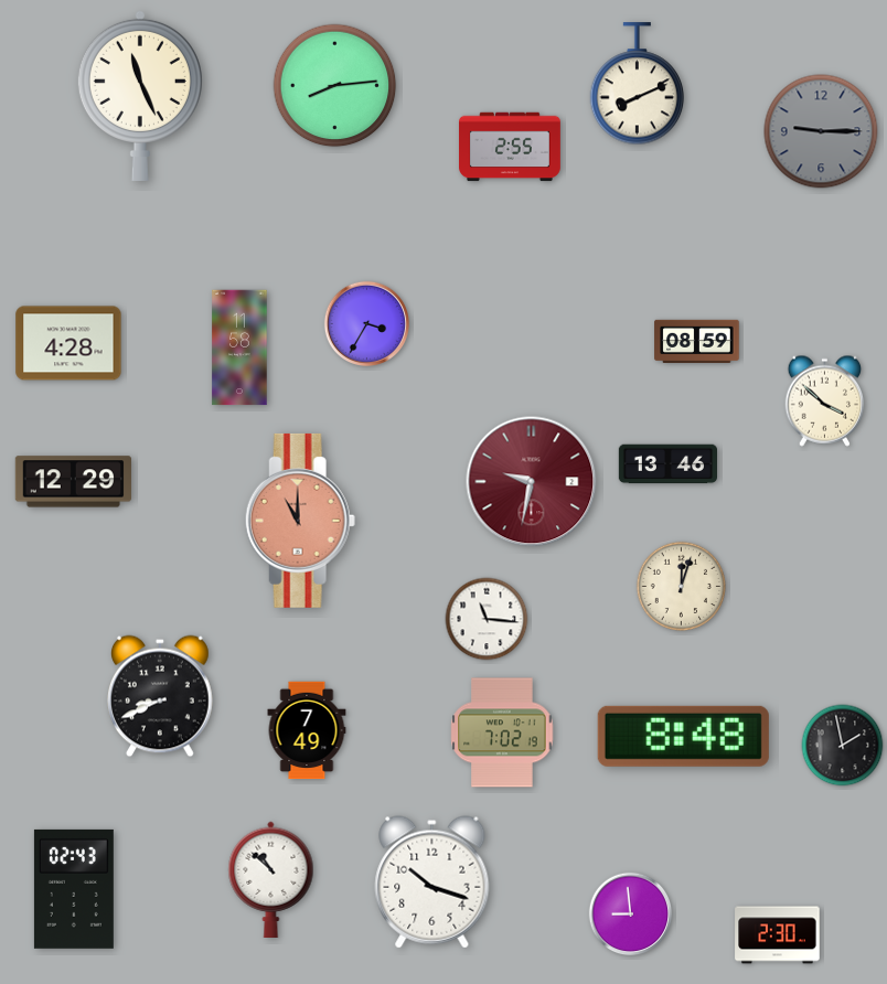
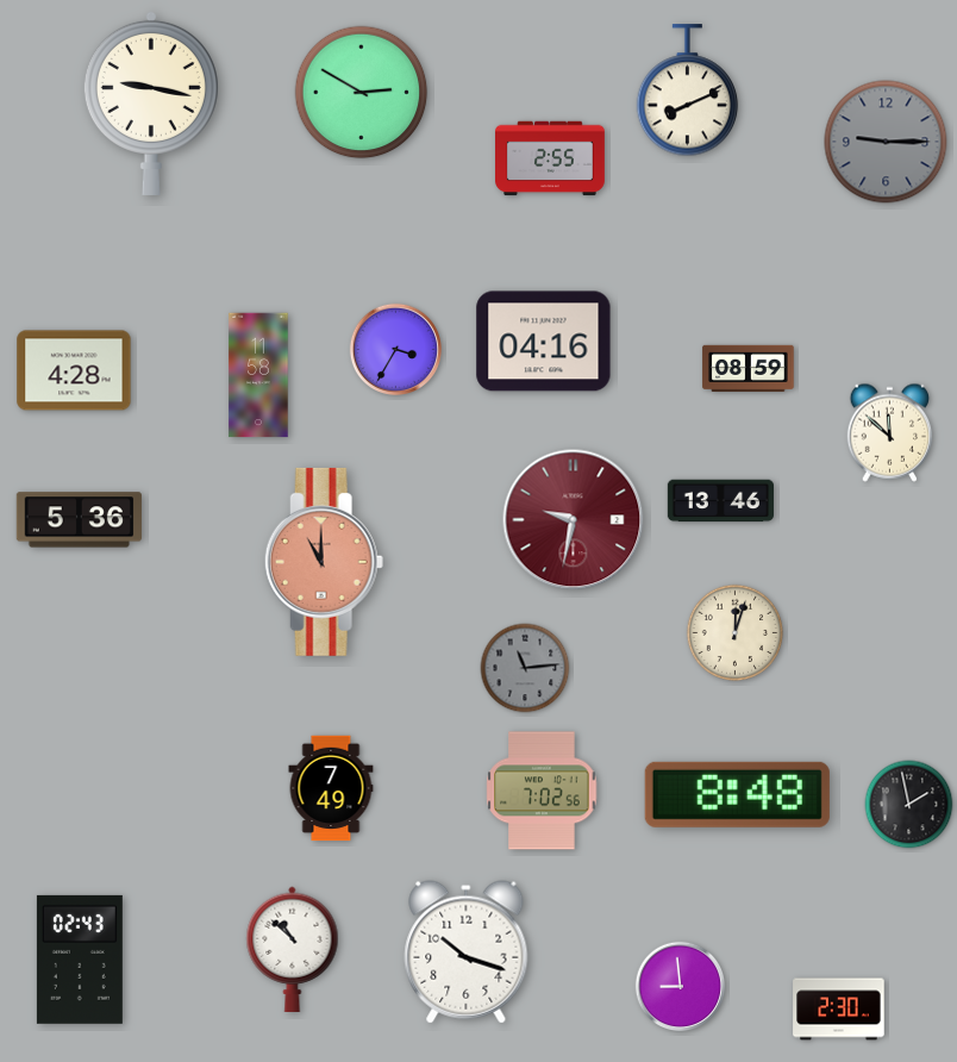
clock at (335, 86): 8:14 -> 2:50
clock at (140, 95): 11:26 -> 9:17
clock at (544, 342): none -> 04:16
clock at (697, 341) position: (697, 341) -> (749, 368)
clock at (825, 400): 3:52 -> 11:52
clock at (73, 482): 12:29 -> 5:36
clock at (487, 619): 11:16 -> 11:14
clock at (487, 619) dial: white -> grey
clock at (161, 696): 8:41 -> none
clock at (502, 732): 7:02:19 -> 7:02:56
